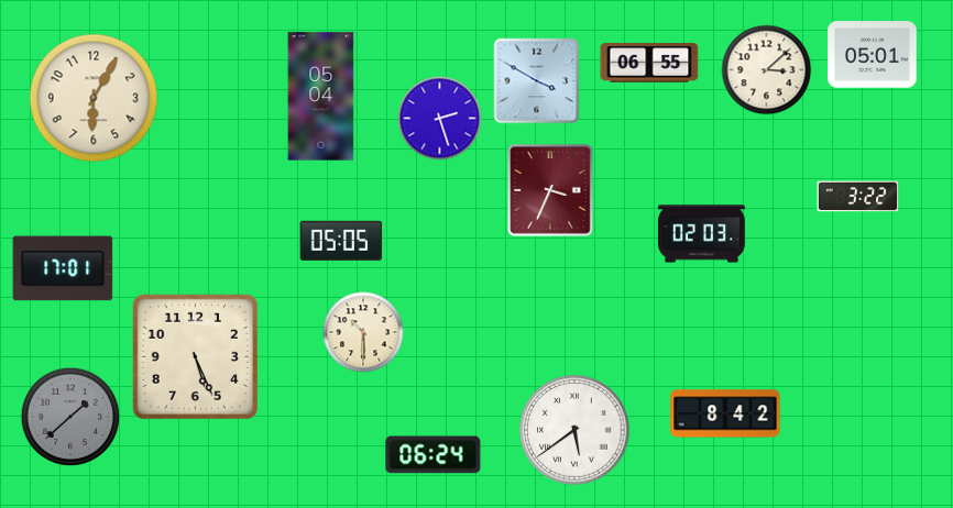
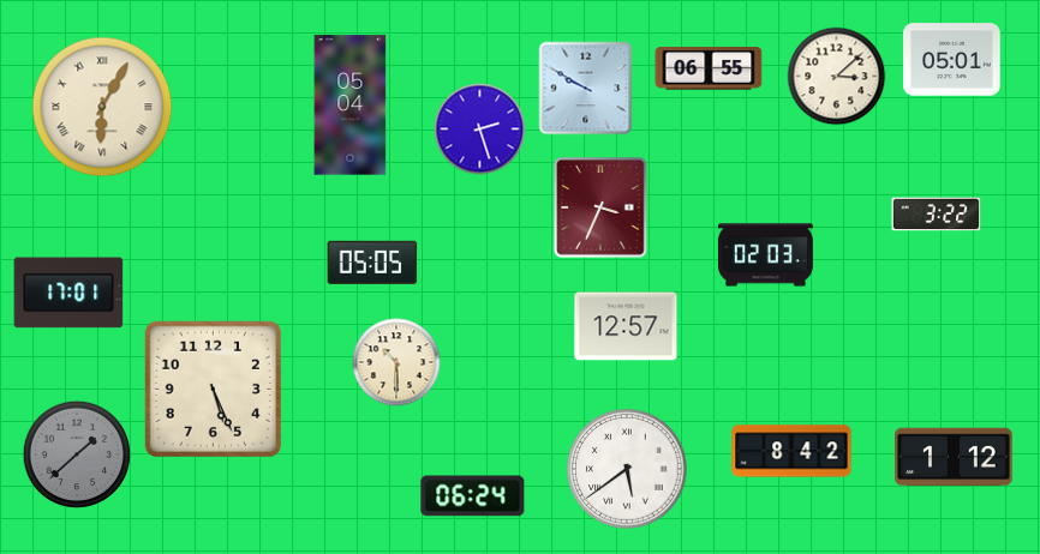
clock at (537, 81): 3:50 -> 9:50
clock at (94, 98) numerals: Arabic -> Roman
clock at (626, 326): none -> 12:57
clock at (954, 457): none -> 1:12
